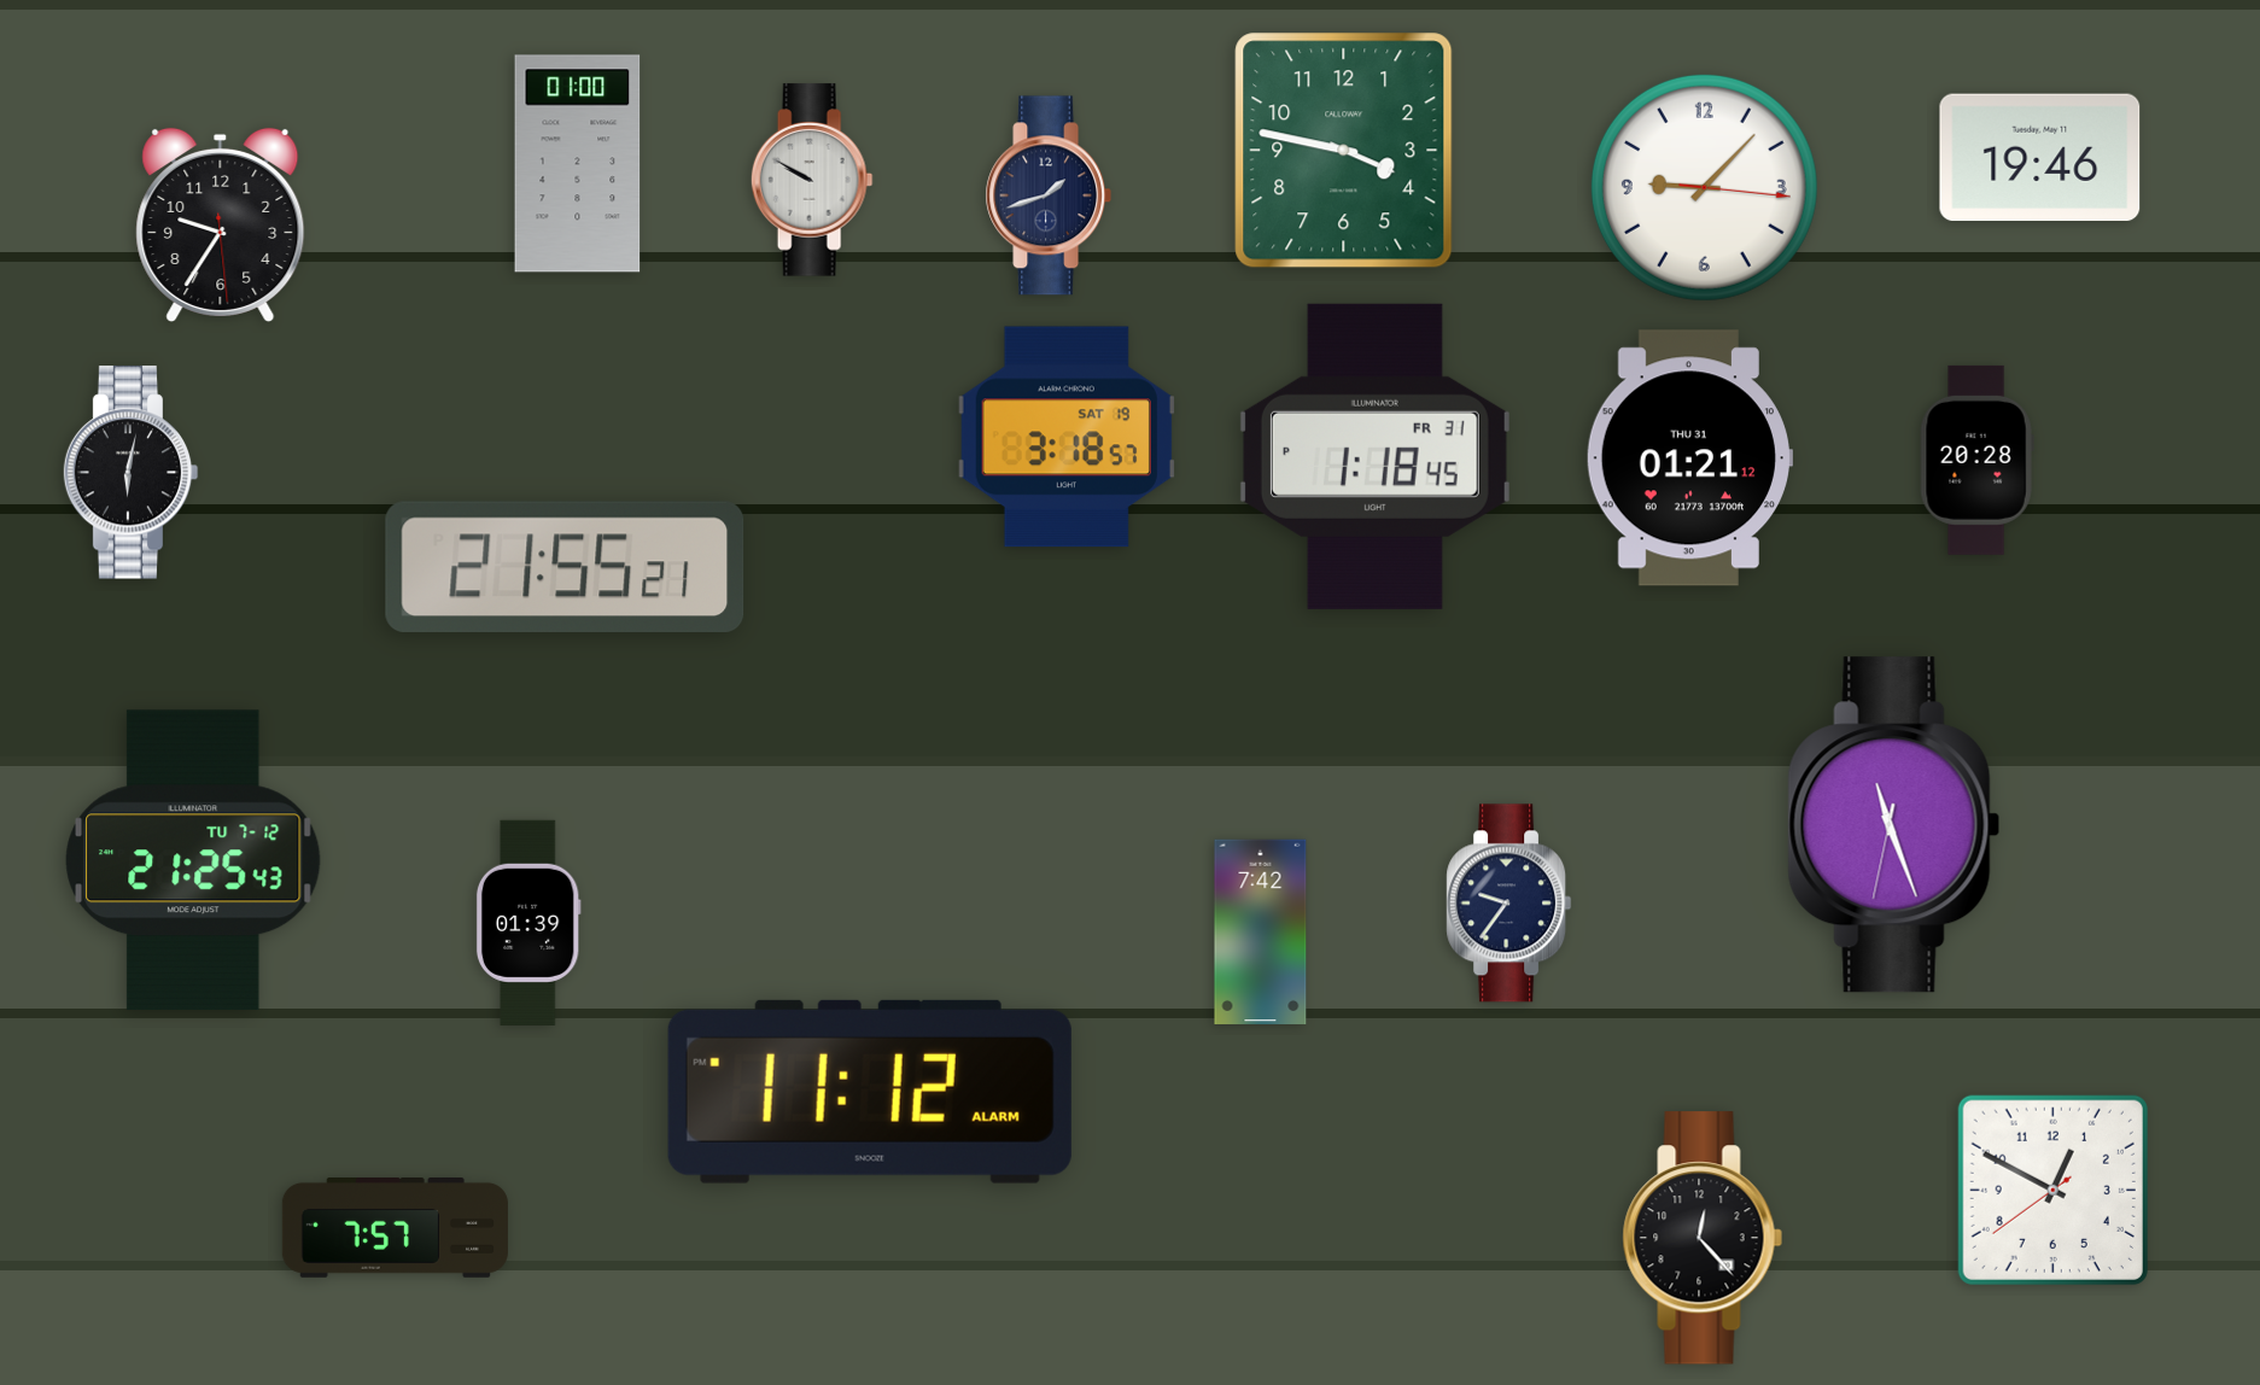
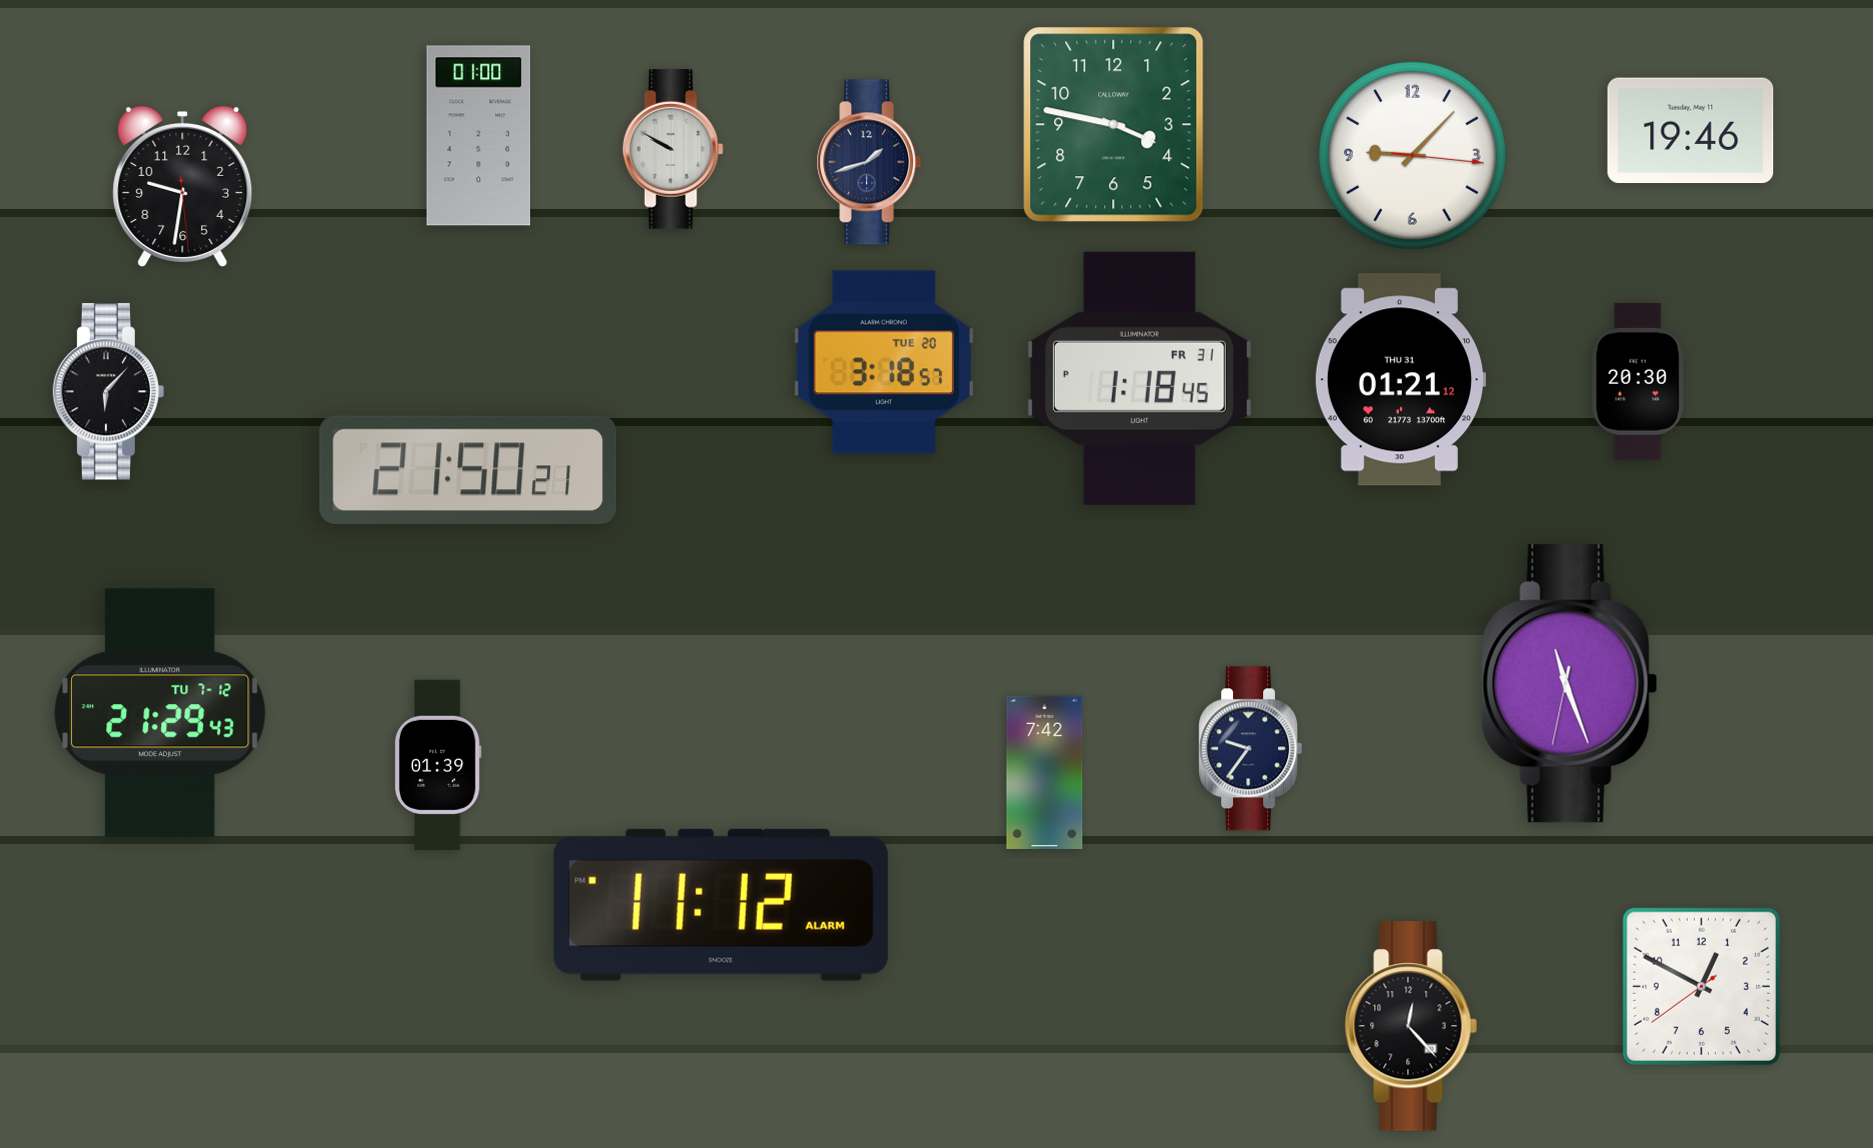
clock at (221, 224): 9:35 -> 9:31
clock at (1067, 437) date: SAT 19 -> TUE 20
clock at (1976, 460): 20:28 -> 20:30
clock at (132, 473): 6:02 -> 6:07
clock at (565, 566): 21:55 -> 21:50
clock at (193, 860): 21:25 -> 21:29
clock at (395, 1228): 7:57 -> none
